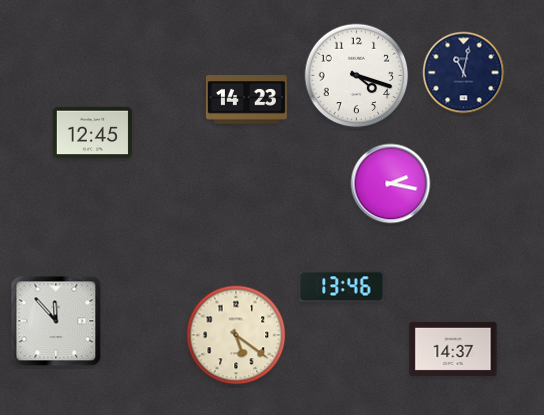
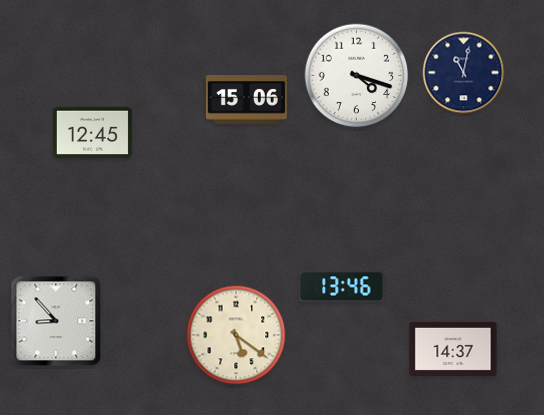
clock at (246, 100): 14:23 -> 15:06
clock at (391, 184): 2:17 -> none
clock at (56, 321): 11:53 -> 8:53
